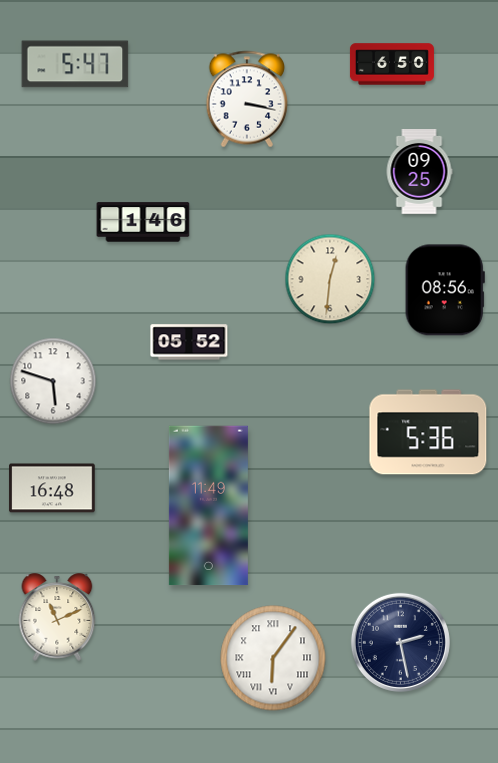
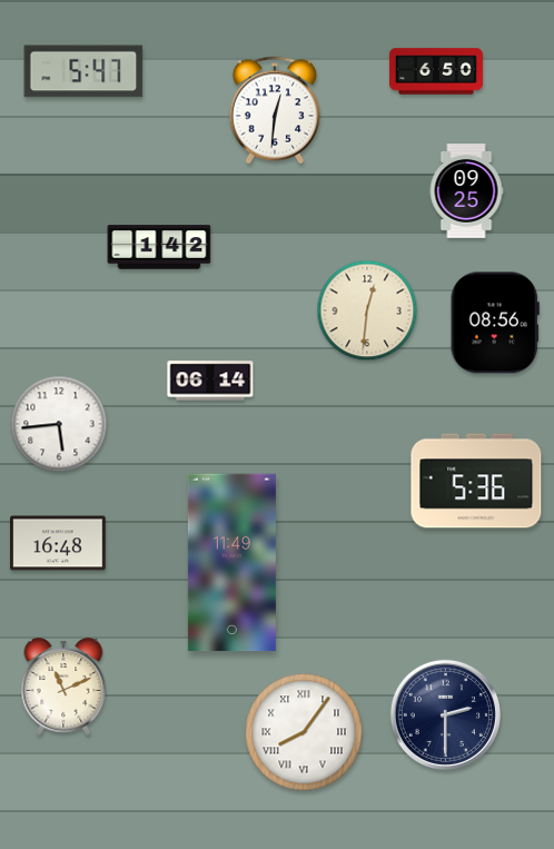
clock at (247, 99): 3:17 -> 12:31
clock at (143, 222): 1:46 -> 1:42
clock at (189, 342): 05:52 -> 06:14
clock at (53, 381): 5:48 -> 5:44
clock at (400, 642): 2:28 -> 2:30
clock at (273, 658): 6:06 -> 8:06
